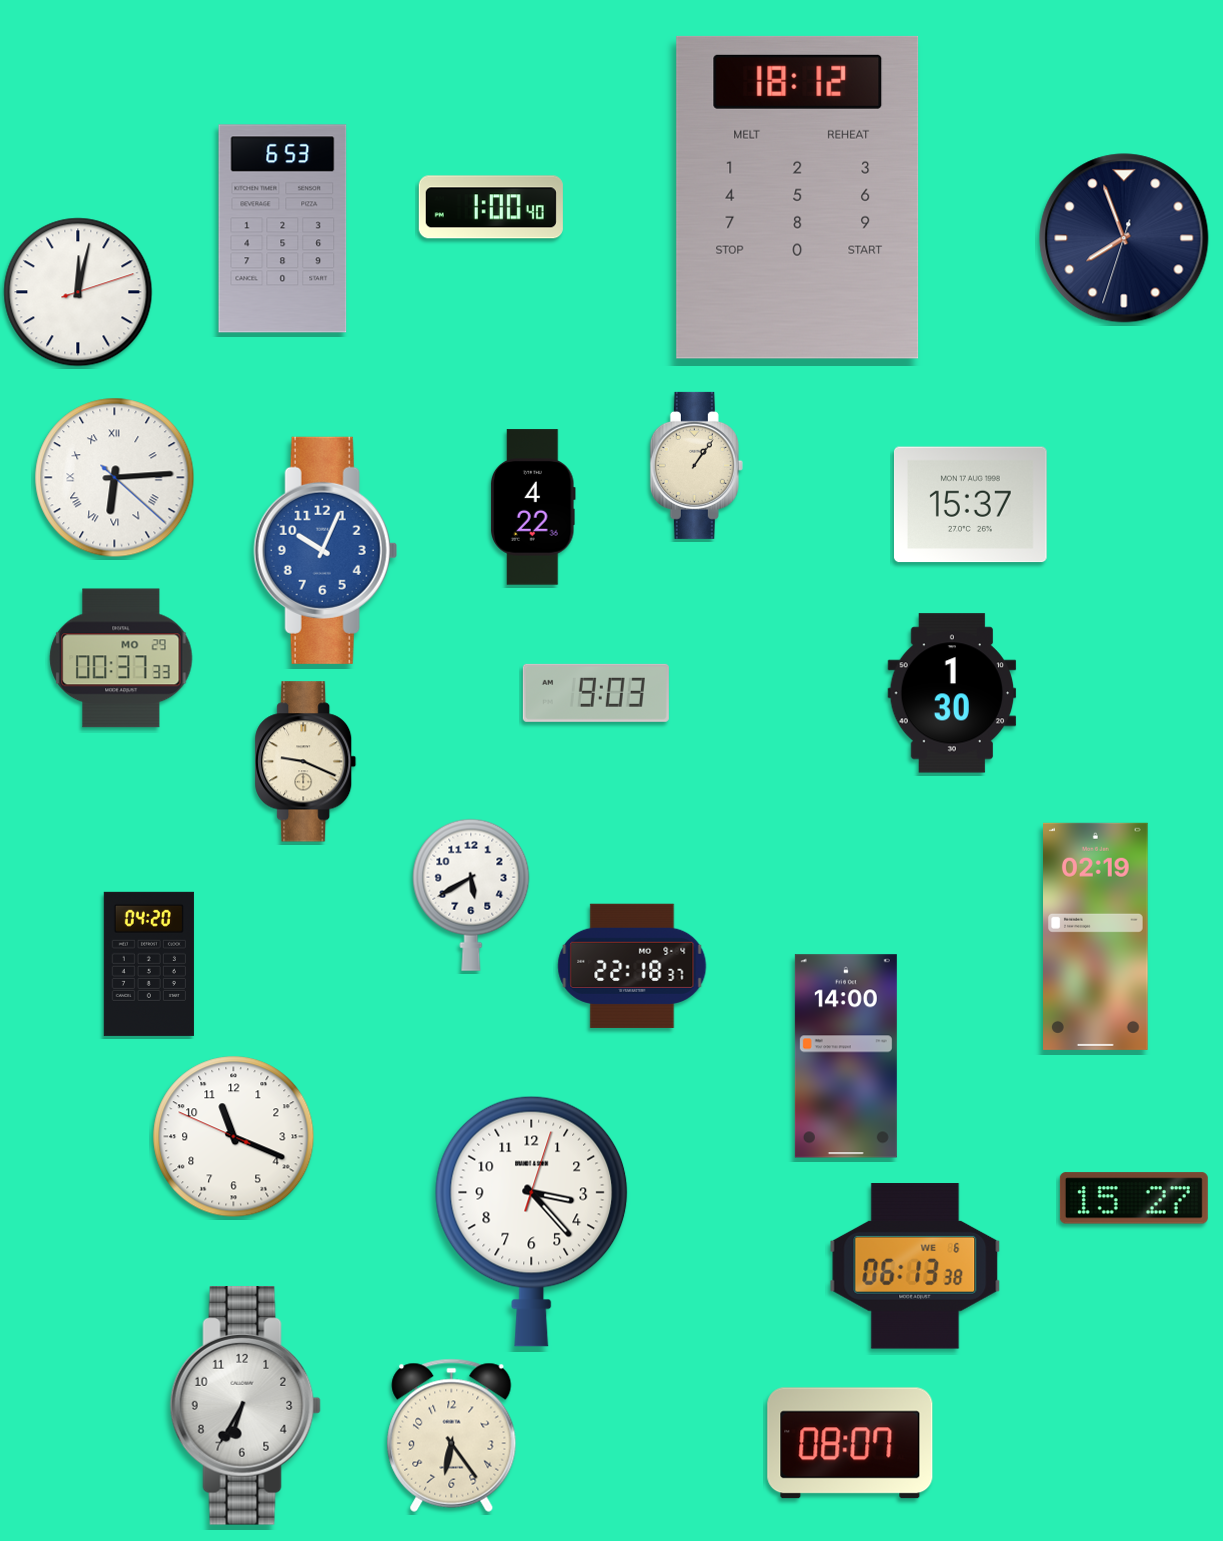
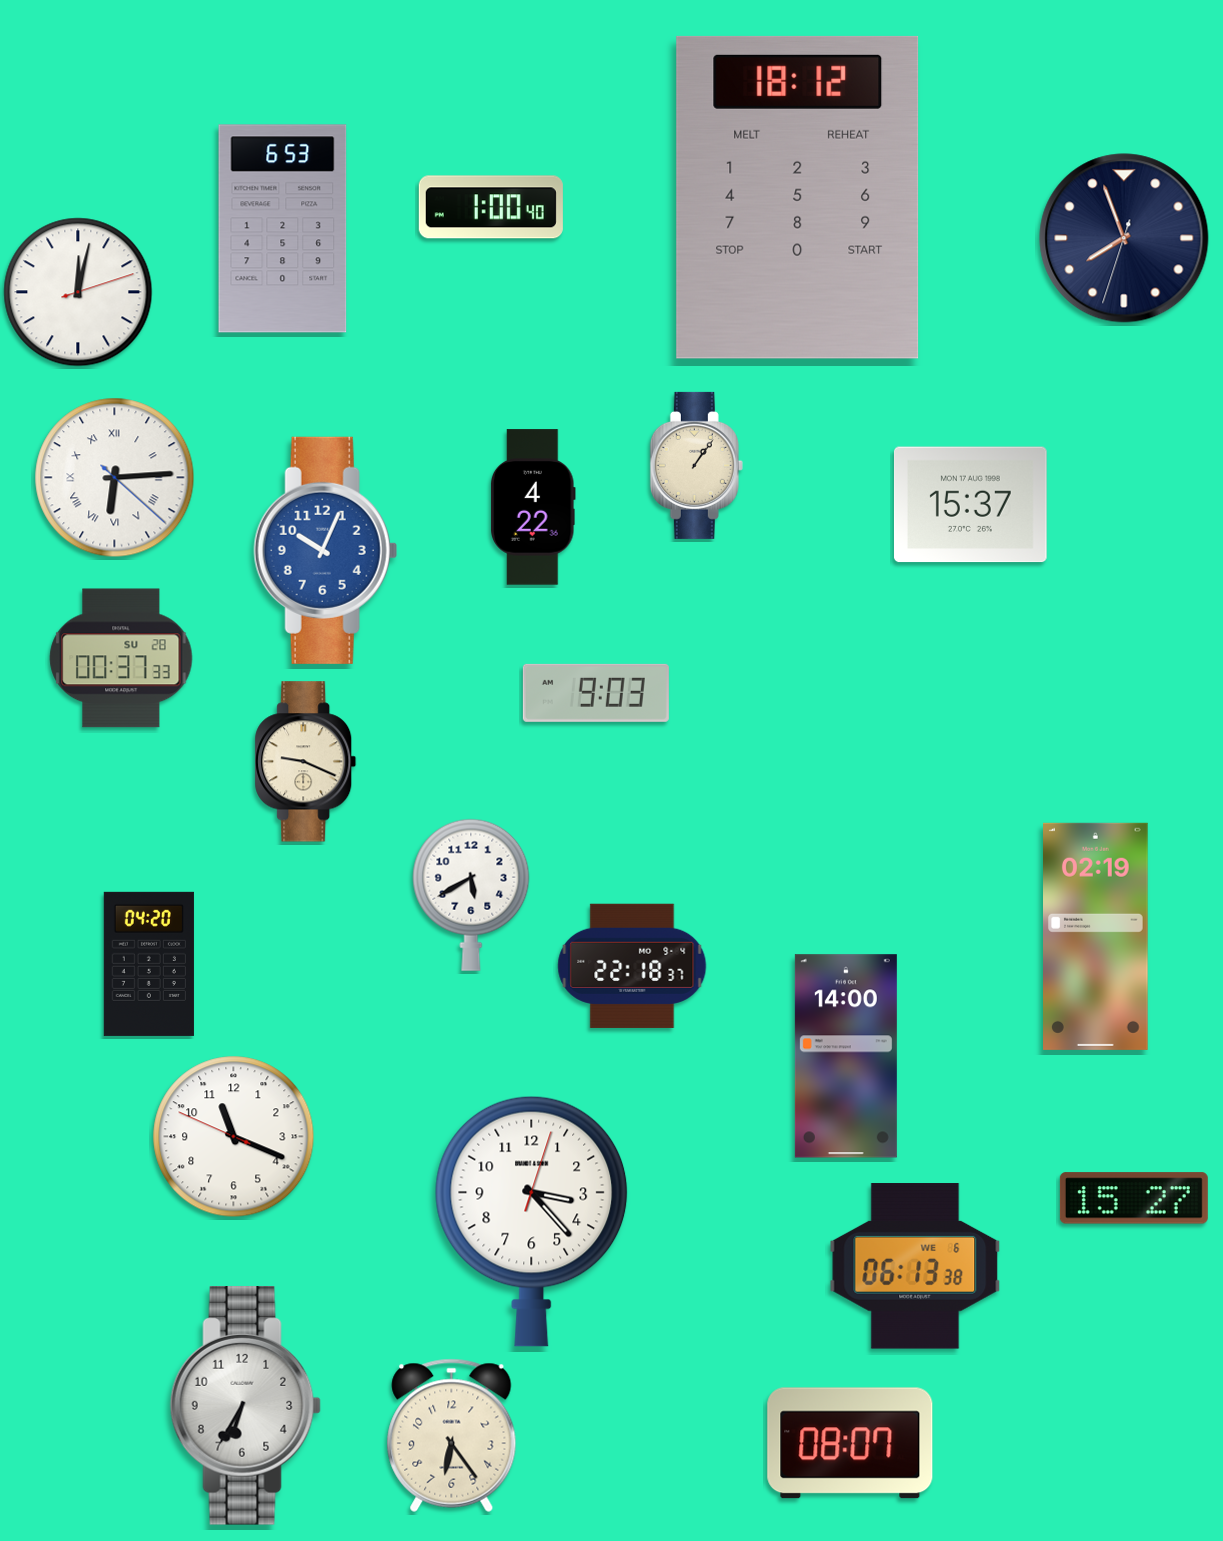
clock at (121, 658) date: MO 29 -> SU 28
clock at (952, 693): 1:30 -> none
